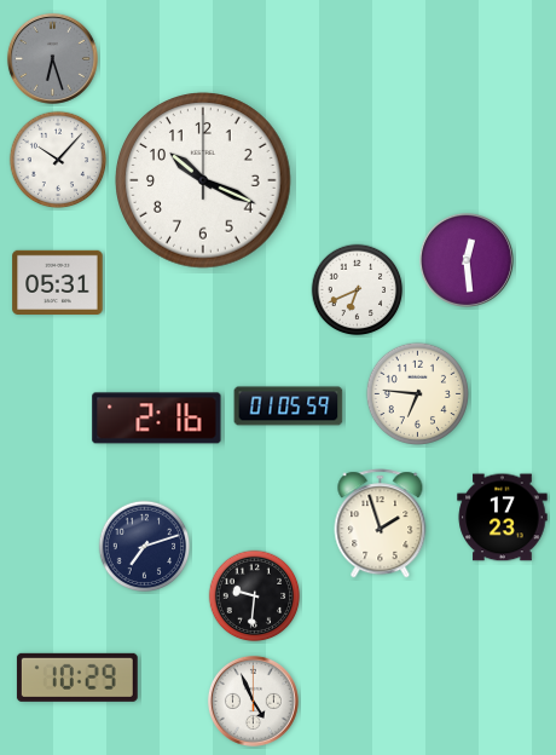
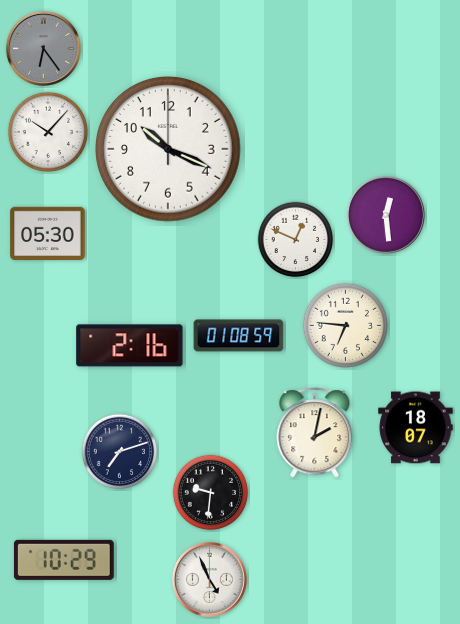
clock at (52, 58): 6:27 -> 6:24
clock at (58, 282): 05:31 -> 05:30
clock at (358, 290): 6:41 -> 12:49
clock at (289, 407): 01:05 -> 01:08
clock at (503, 518): 17:23 -> 18:07
clock at (381, 524): 1:57 -> 2:02
